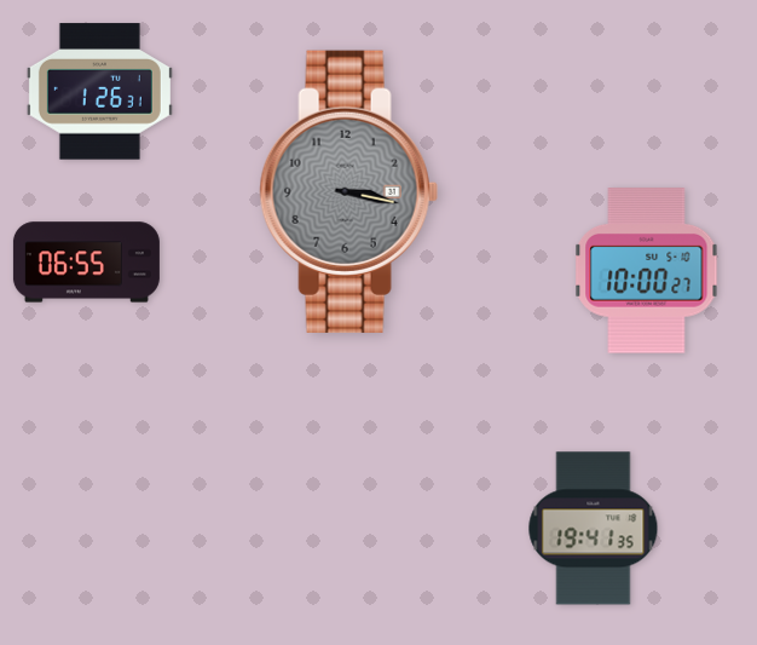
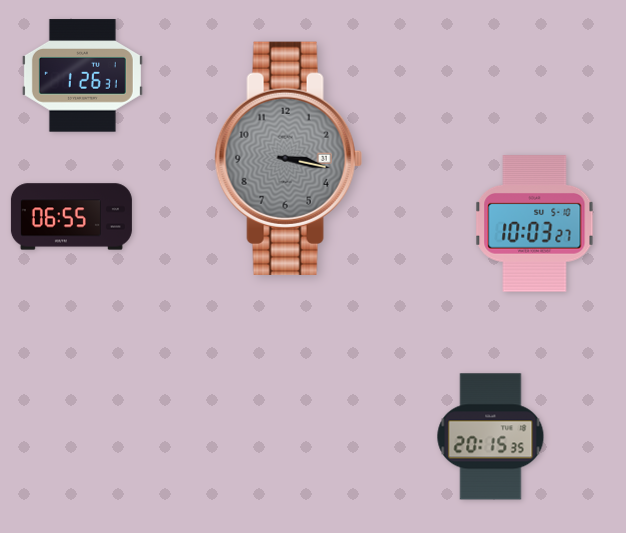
clock at (647, 271): 10:00 -> 10:03
clock at (594, 529): 19:41 -> 20:15
